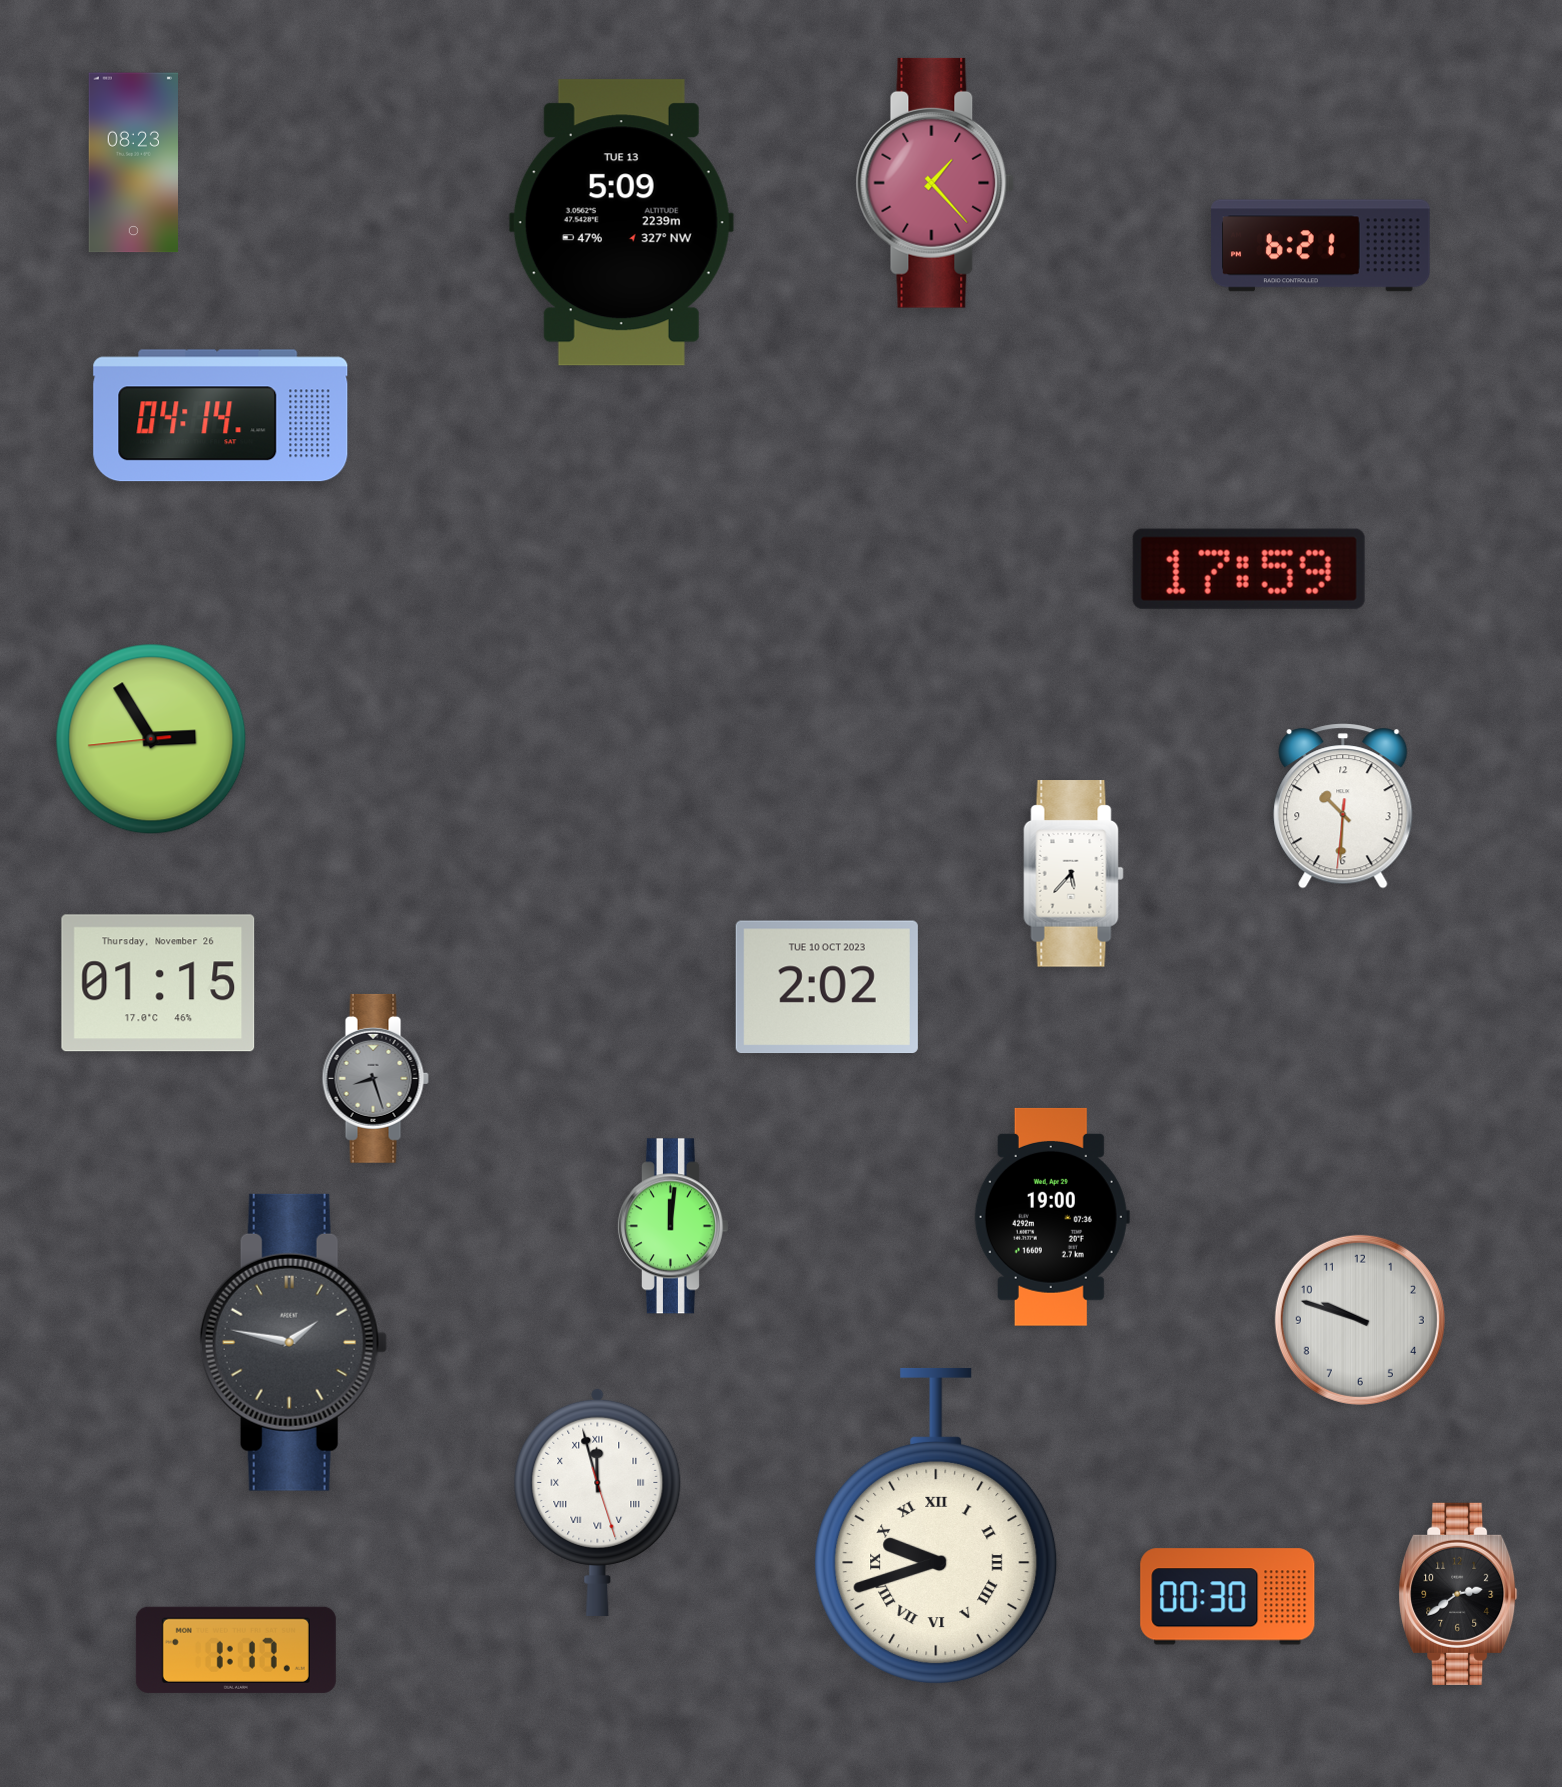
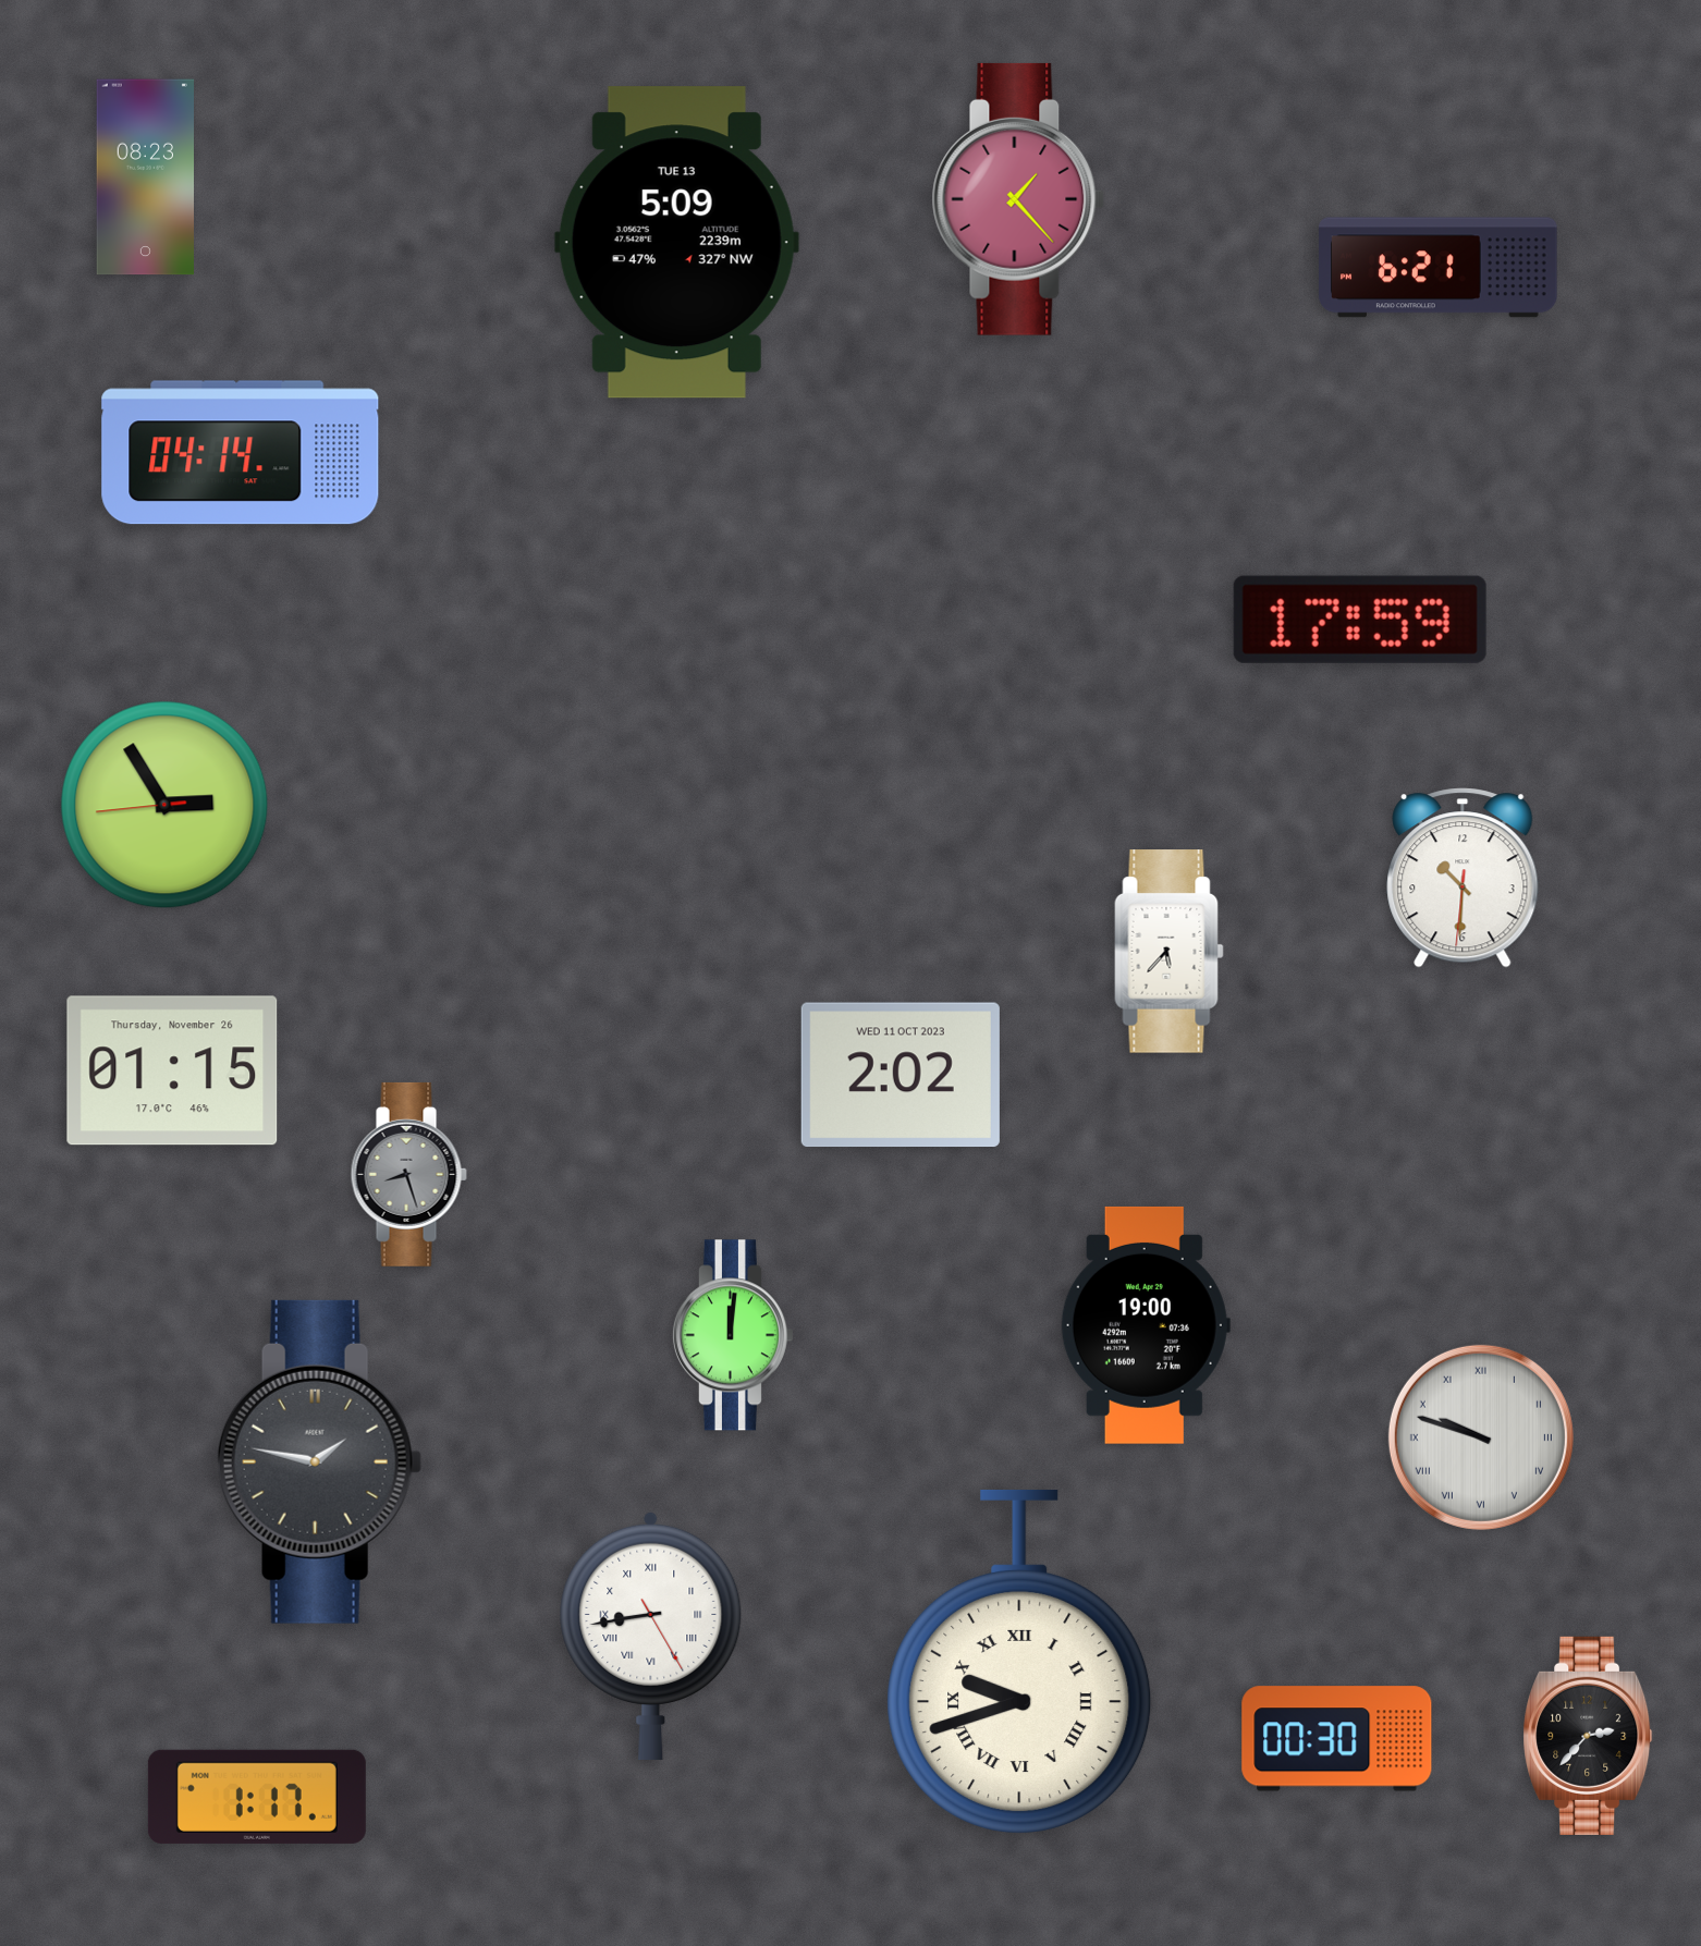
clock at (827, 987) date: TUE 10 OCT 2023 -> WED 11 OCT 2023
clock at (1360, 1320) numerals: Arabic -> Roman
clock at (598, 1501): 11:57 -> 8:43
clock at (1458, 1594): 2:39 -> 2:37
